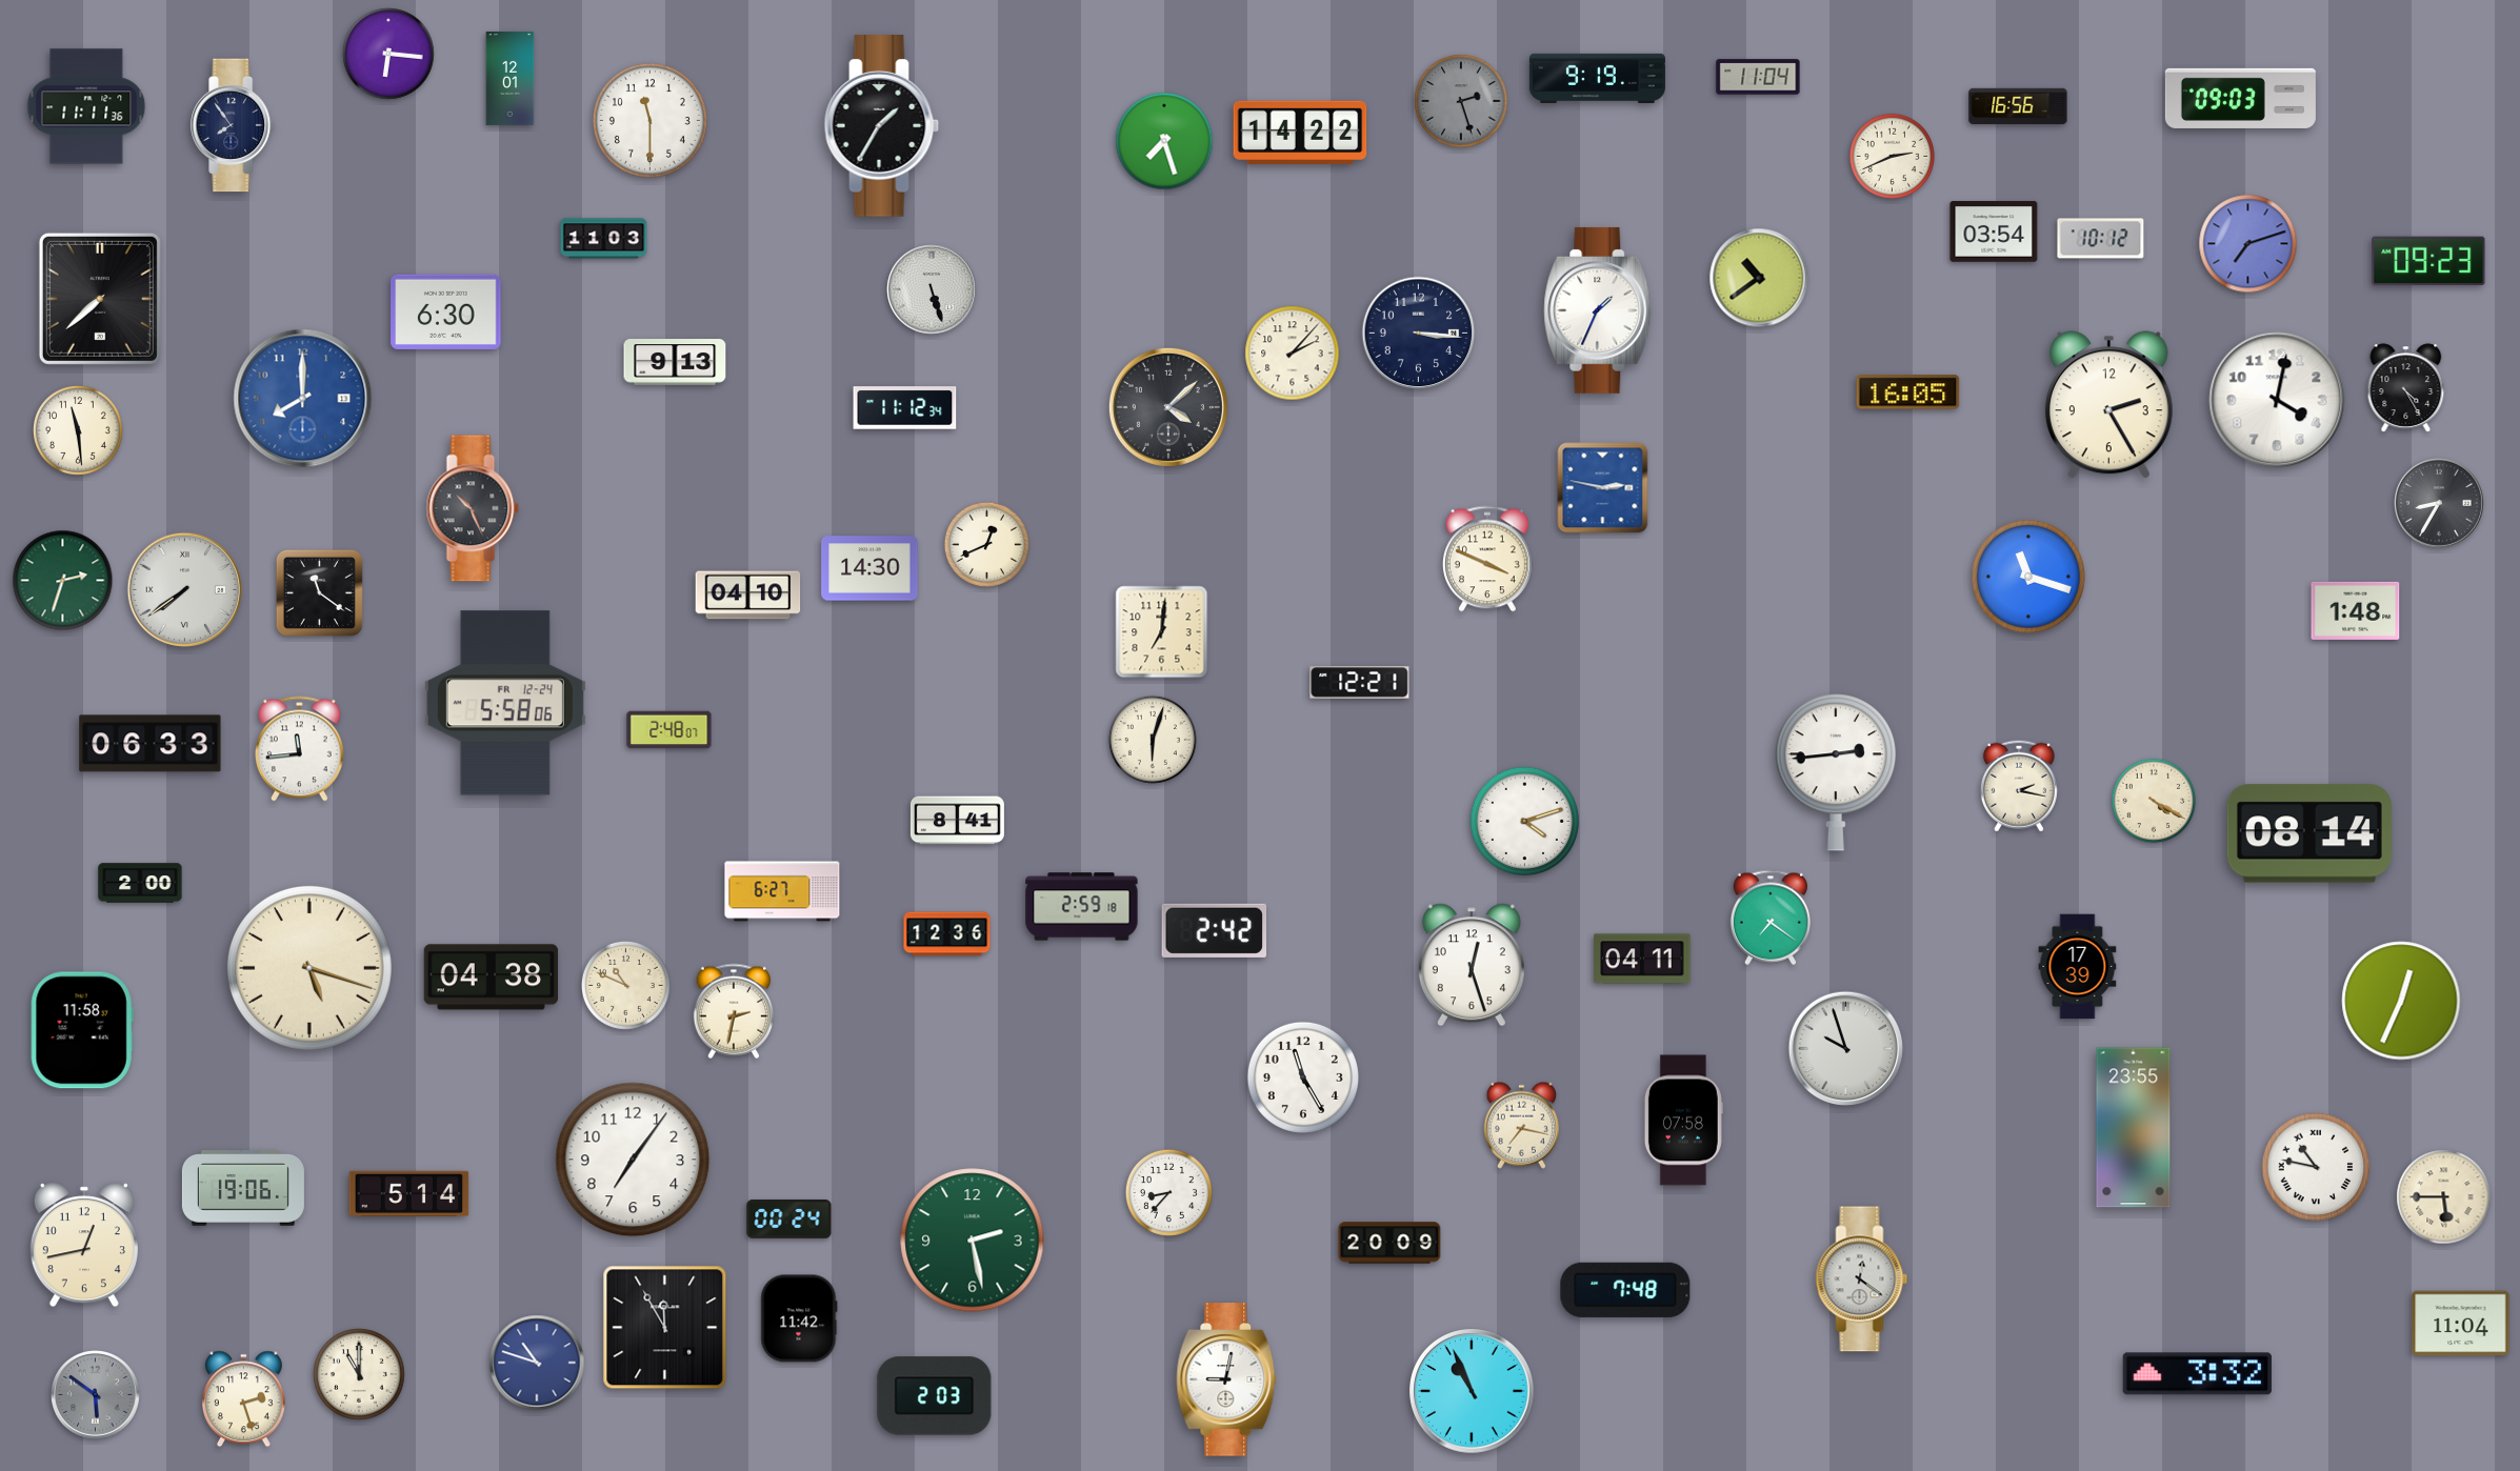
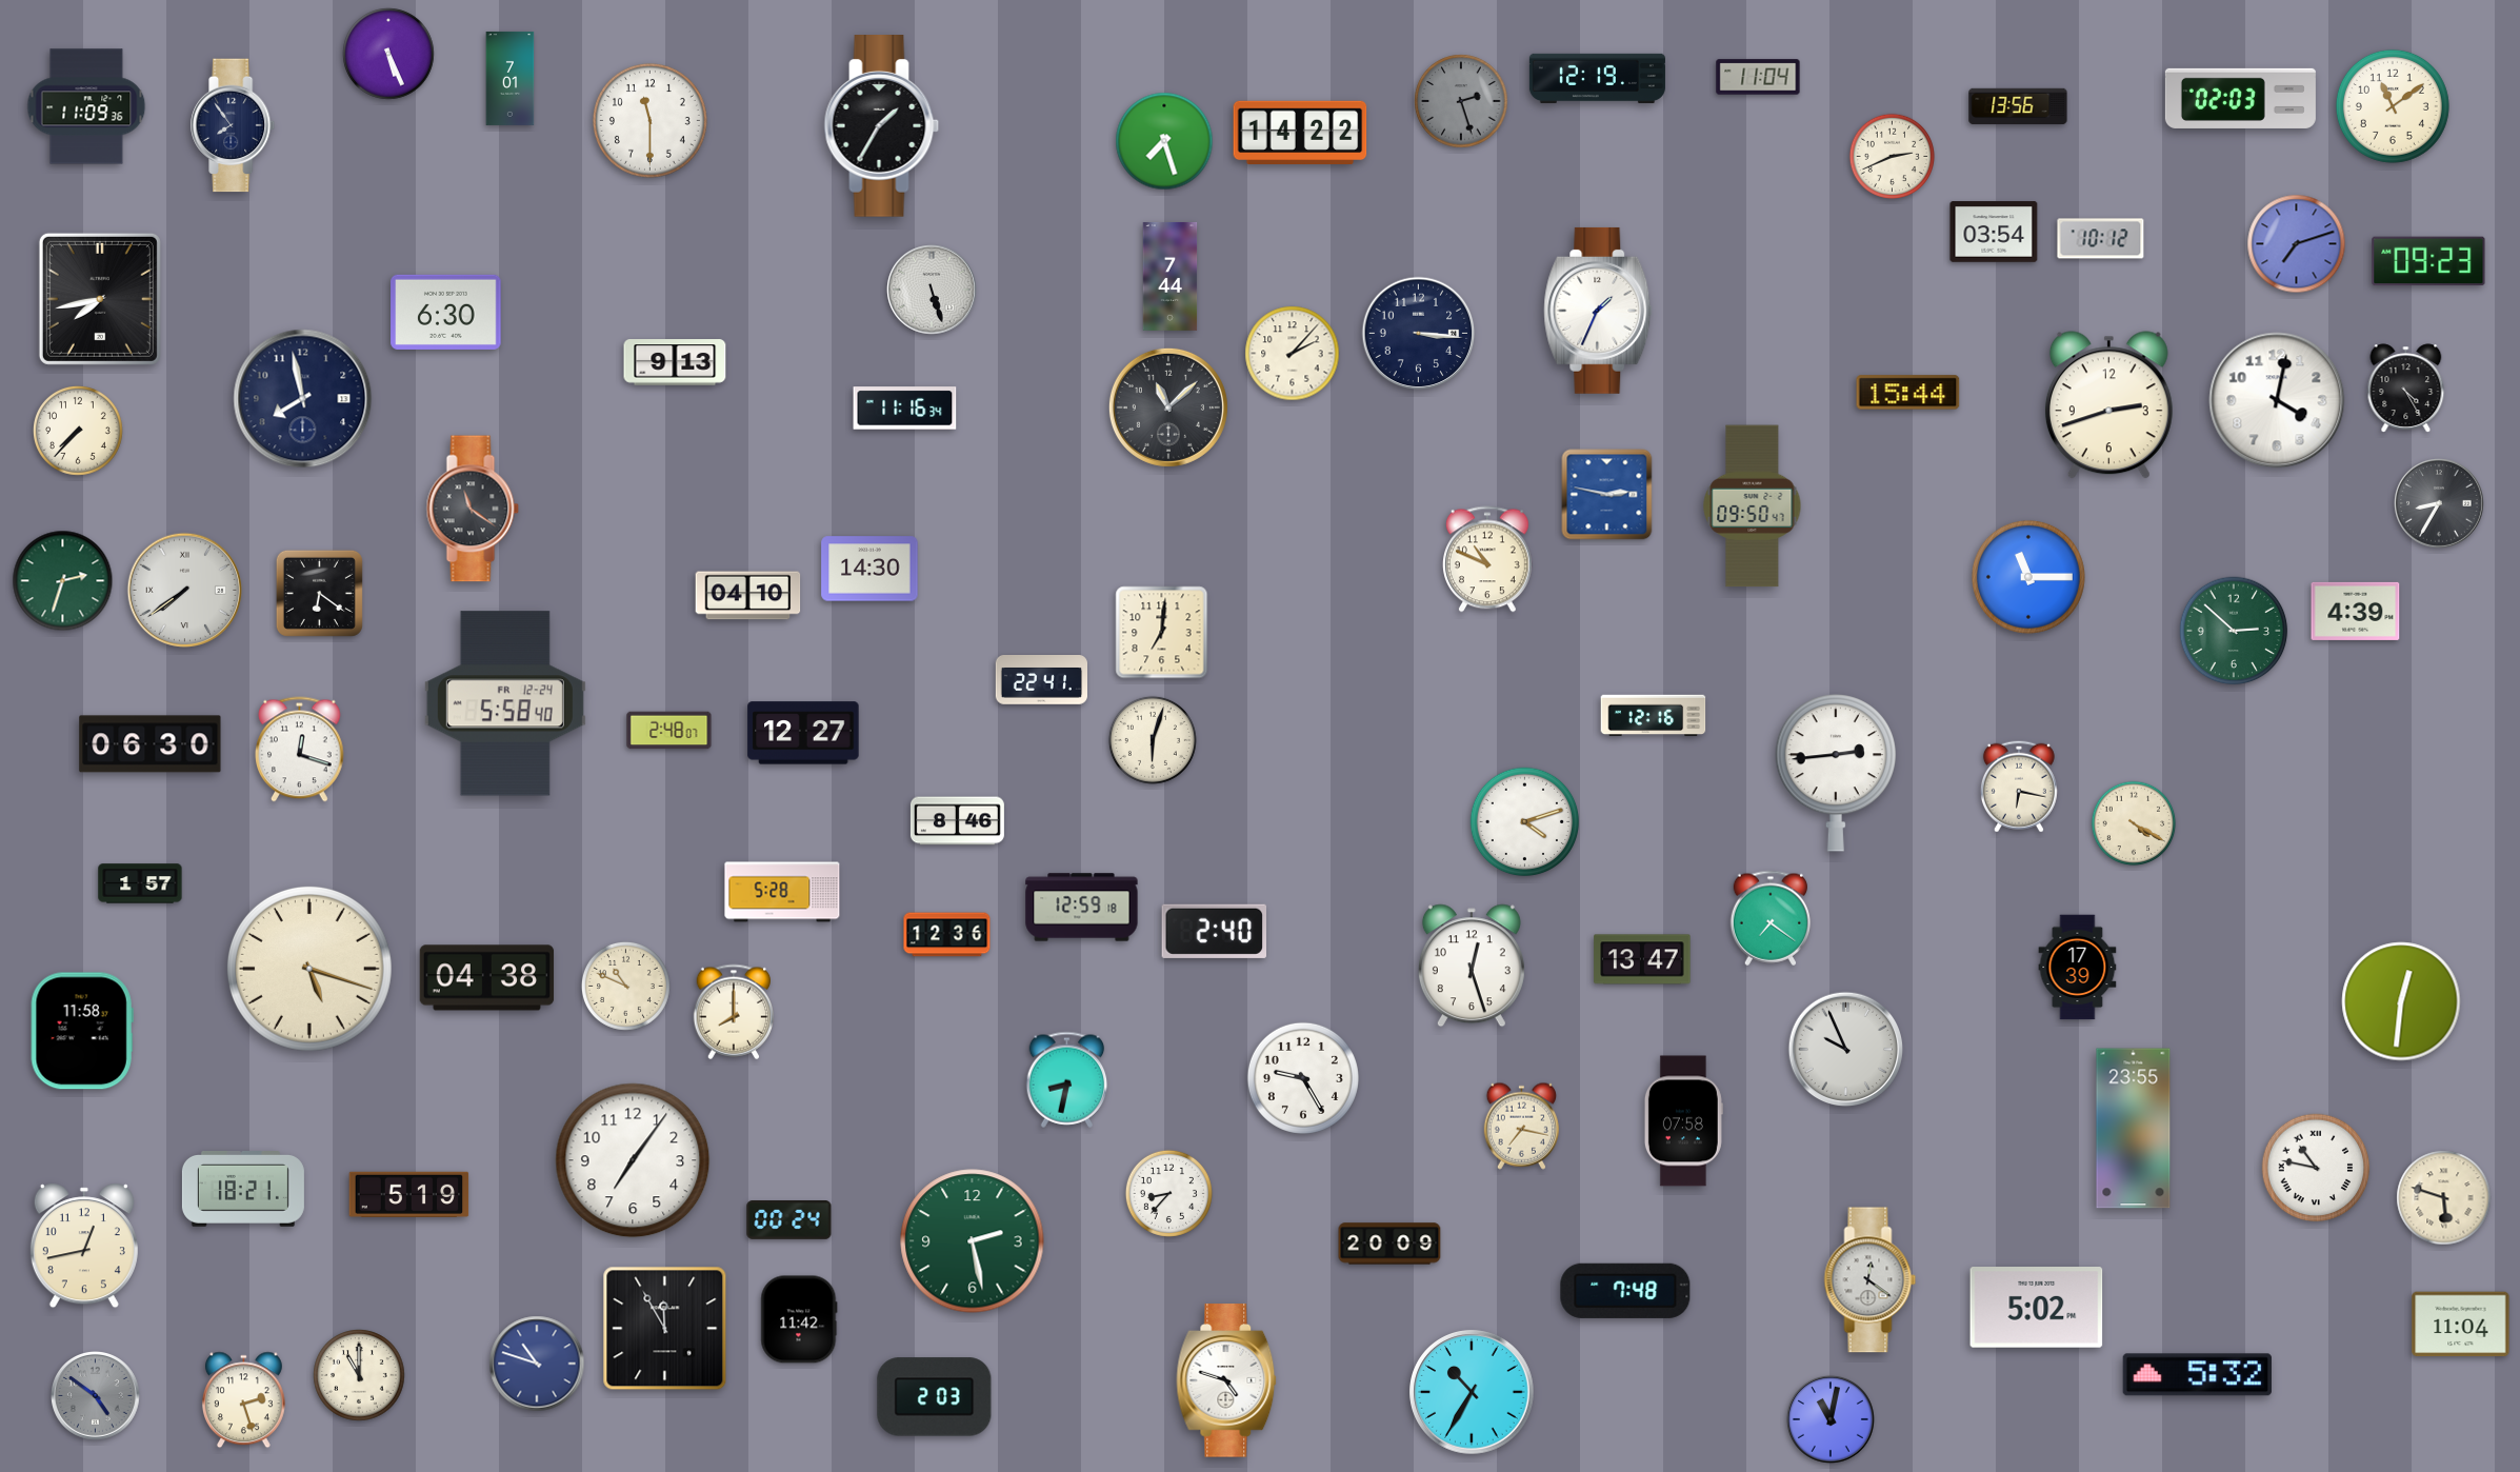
clock at (388, 54): 6:16 -> 5:26
clock at (511, 78): 12:01 -> 7:01
clock at (1597, 78): 9:19 -> 12:19
clock at (2240, 98): 09:03 -> 02:03
clock at (86, 106): 11:11 -> 11:09
clock at (2018, 106): 16:56 -> 13:56
clock at (2393, 106): none -> 11:09
clock at (604, 239): 11:03 -> none
clock at (2248, 244) position: (2248, 244) -> (2297, 244)
clock at (1171, 276): none -> 7:44
clock at (1759, 278): 10:39 -> none
clock at (100, 299): 7:38 -> 7:43
clock at (1908, 392): 16:05 -> 15:44
clock at (303, 399): 8:00 -> 7:58
clock at (303, 399) dial: blue -> navy
clock at (2108, 405): 2:25 -> 2:42
clock at (1168, 407): 4:08 -> 11:08
clock at (905, 408): 11:12 -> 11:16
clock at (79, 431): 11:29 -> 7:37
clock at (1603, 488) position: (1603, 488) -> (1607, 495)
clock at (1753, 506): none -> 09:50
clock at (473, 508): 10:26 -> 11:21
clock at (987, 545): 12:41 -> none
clock at (1487, 559): 3:49 -> 10:49
clock at (2028, 577): 11:18 -> 11:15
clock at (319, 592): 11:21 -> 6:21
clock at (2356, 610): 1:48 -> 4:39
clock at (2234, 631): none -> 2:52
clock at (1041, 680): none -> 22:41
clock at (1360, 683): 12:21 -> none
clock at (505, 703): 5:58:06 -> 5:58:40
clock at (1654, 716): none -> 12:16
clock at (803, 733): none -> 12:27
clock at (151, 744): 06:33 -> 06:30
clock at (300, 749): 11:44 -> 12:18
clock at (2019, 786): 2:17 -> 6:17
clock at (2154, 801) position: (2154, 801) -> (2134, 823)
clock at (957, 821): 8:41 -> 8:46
clock at (2309, 833): 08:14 -> none
clock at (140, 883): 2:00 -> 1:57
clock at (782, 891): 6:27 -> 5:28
clock at (1082, 907): 2:59 -> 12:59
clock at (1215, 930): 2:42 -> 2:40
clock at (1642, 959): 04:11 -> 13:47
clock at (492, 978) position: (492, 978) -> (487, 978)
clock at (2401, 1001): 12:34 -> 12:31
clock at (734, 1011): 2:32 -> 8:00
clock at (1846, 1049): 9:57 -> 9:56
clock at (1303, 1077): 11:25 -> 9:25
clock at (1067, 1079): none -> 8:32
clock at (243, 1189): 19:06 -> 18:21
clock at (409, 1193): 5:14 -> 5:19
clock at (2444, 1197): 5:45 -> 5:48
clock at (1862, 1279) position: (1862, 1279) -> (1871, 1280)
clock at (2037, 1308): none -> 5:02
clock at (2197, 1374): 3:32 -> 5:32
clock at (1226, 1379): 9:02 -> 4:48
clock at (1472, 1391): 10:56 -> 10:35
clock at (96, 1395): 5:51 -> 4:51
clock at (1831, 1419): none -> 11:02
